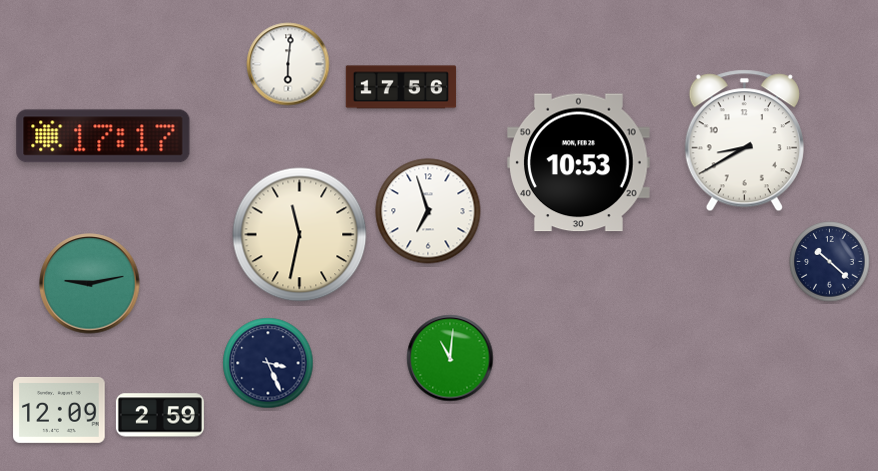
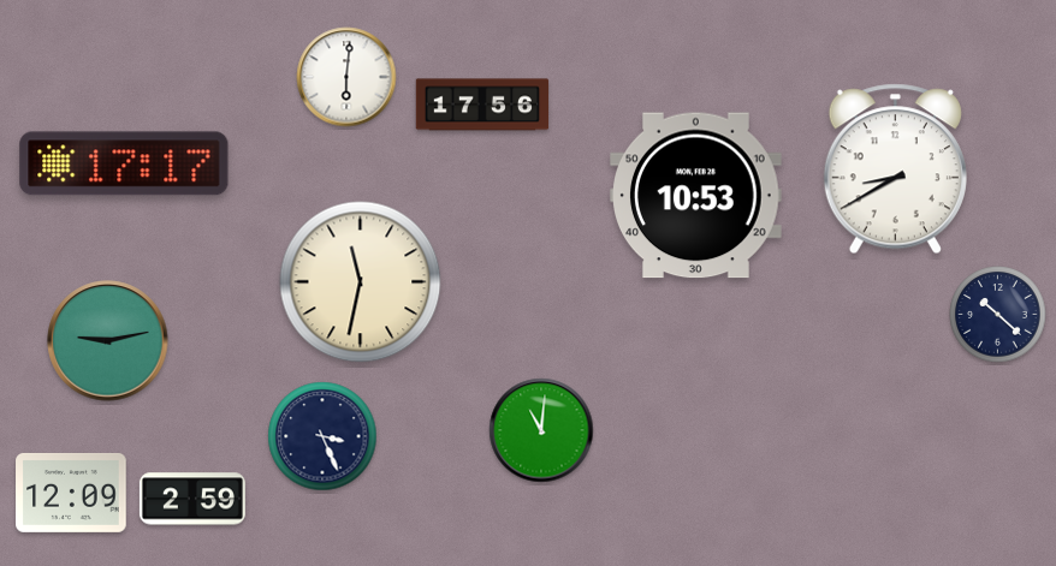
clock at (428, 211): 6:57 -> none
